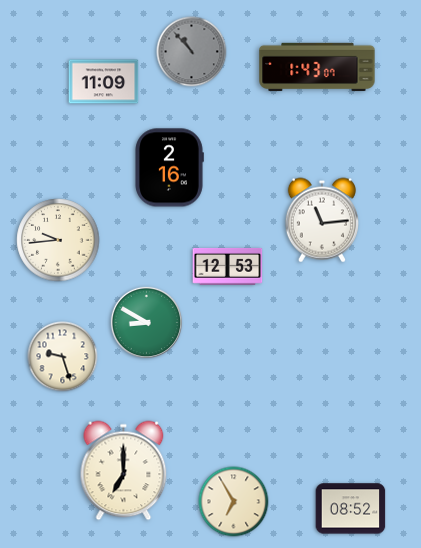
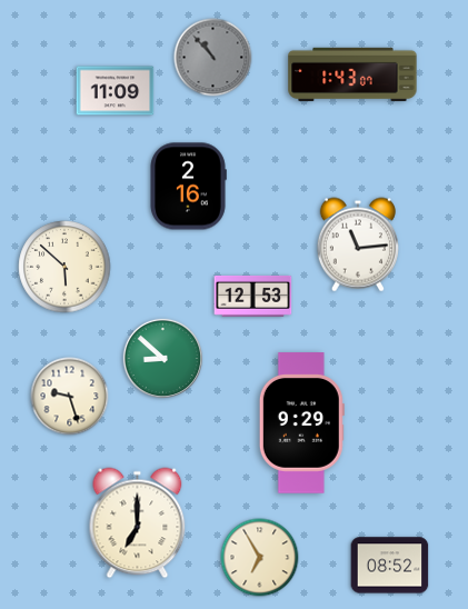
clock at (58, 240): 9:44 -> 5:52
clock at (147, 323): 8:50 -> 8:52
clock at (301, 423): none -> 9:29
